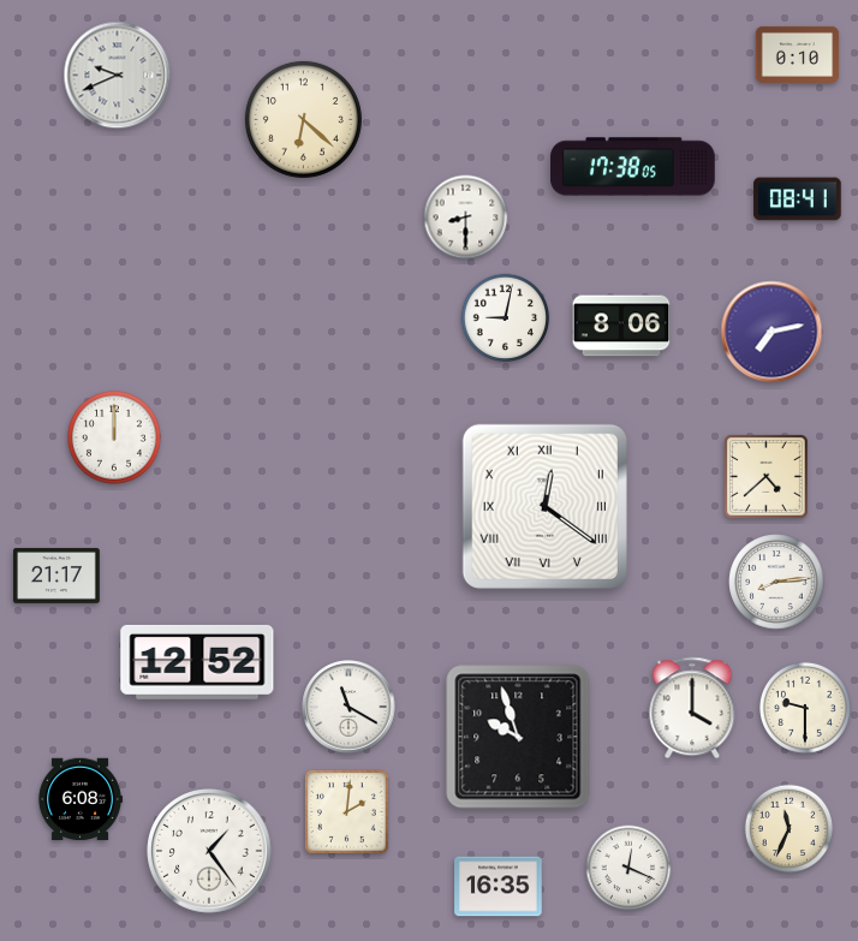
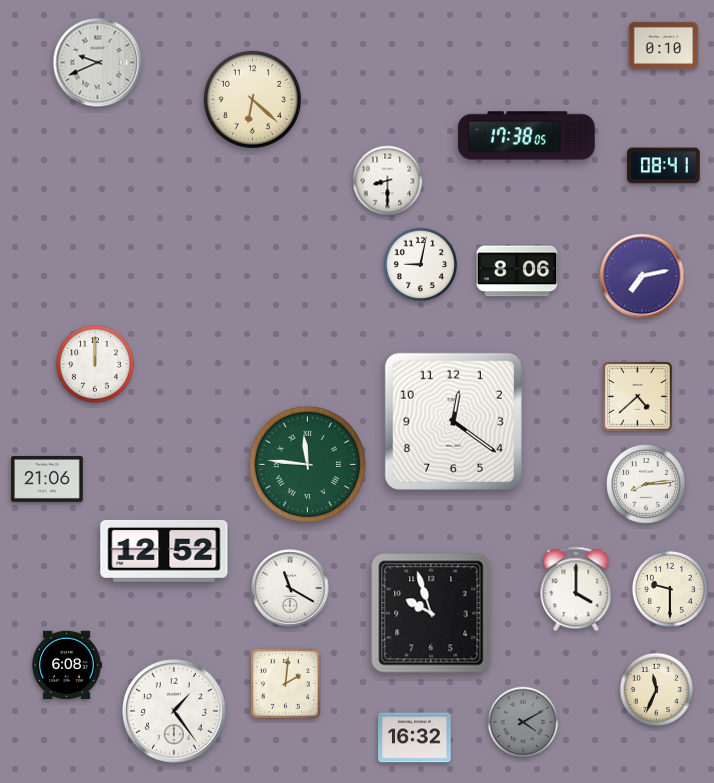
clock at (633, 167) position: (633, 167) -> (527, 136)
clock at (544, 506) numerals: Roman -> Arabic
clock at (307, 464): none -> 11:46
clock at (58, 576): 21:17 -> 21:06
clock at (347, 812) position: (347, 812) -> (286, 684)
clock at (209, 851) position: (209, 851) -> (174, 711)
clock at (628, 868): 12:19 -> 4:10
clock at (628, 868) dial: white -> grey
clock at (499, 887): 16:35 -> 16:32
